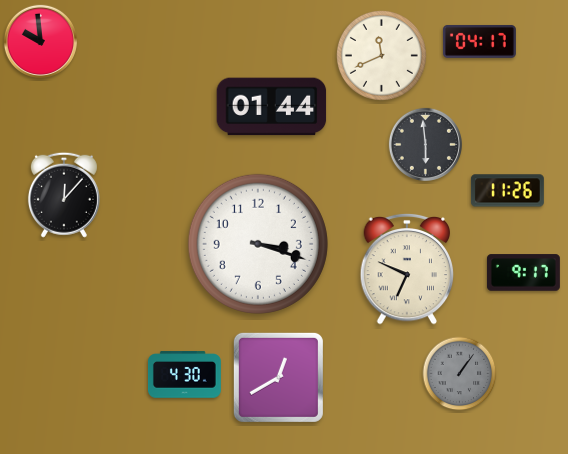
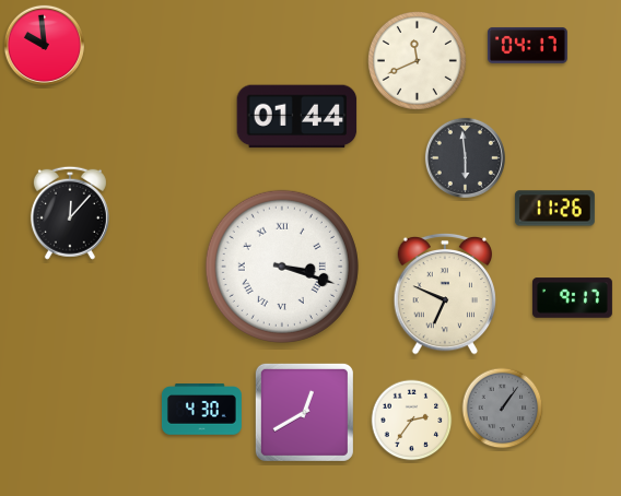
clock at (479, 41) position: (479, 41) -> (527, 45)
clock at (258, 244) numerals: Arabic -> Roman
clock at (412, 421): none -> 2:36
